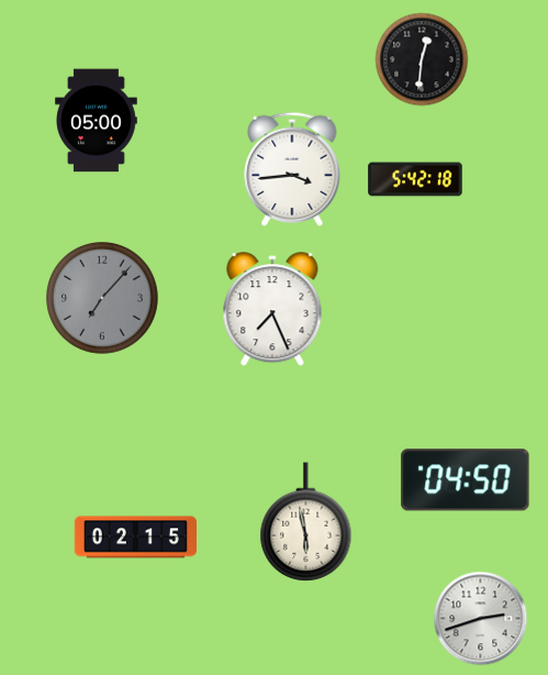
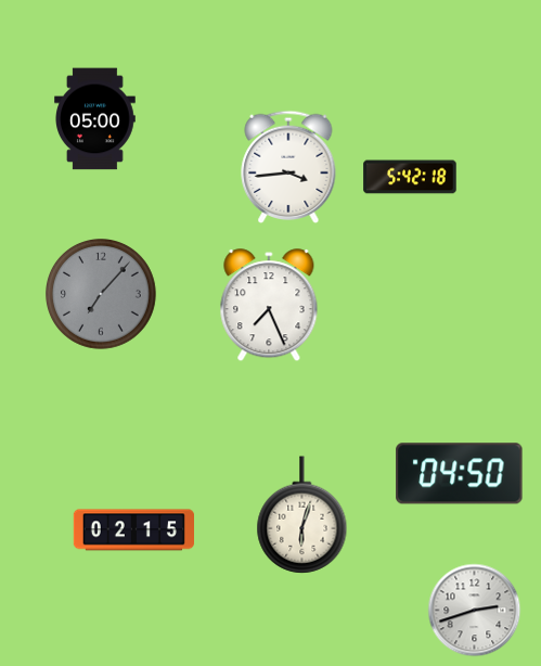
clock at (422, 59): 12:31 -> none
clock at (306, 522): 5:58 -> 6:03
